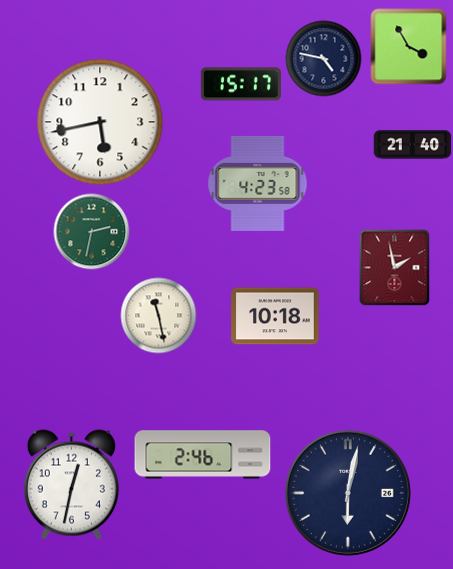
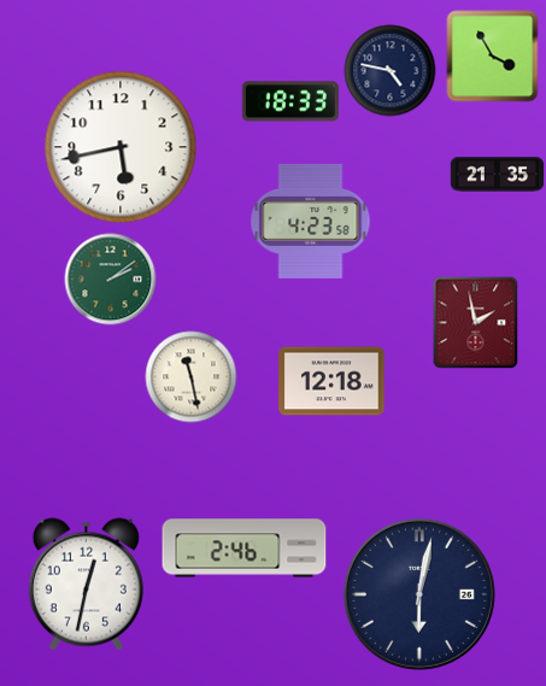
clock at (241, 84): 15:17 -> 18:33
clock at (413, 145): 21:40 -> 21:35
clock at (92, 232): 2:32 -> 2:09
clock at (159, 316) position: (159, 316) -> (192, 377)
clock at (275, 316): 10:18 -> 12:18
